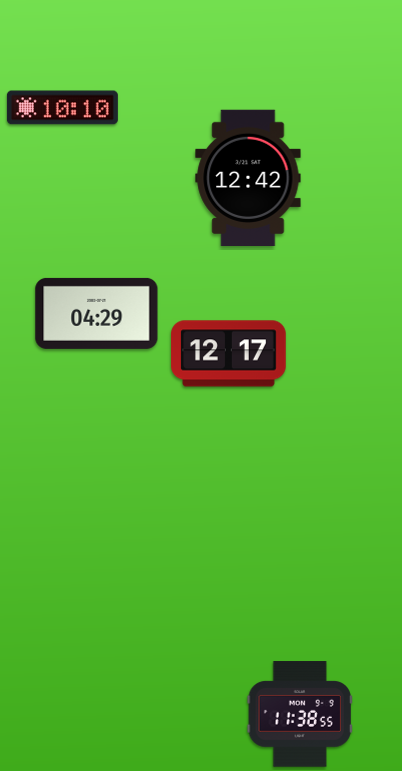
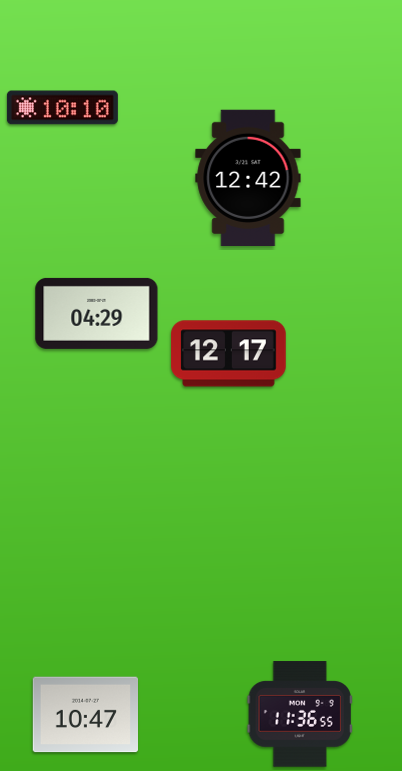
clock at (300, 714): 11:38 -> 11:36
clock at (85, 715): none -> 10:47
